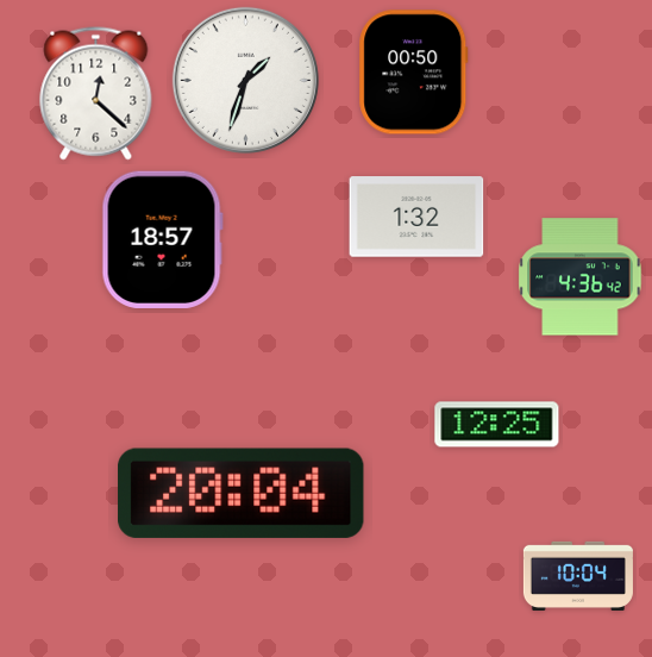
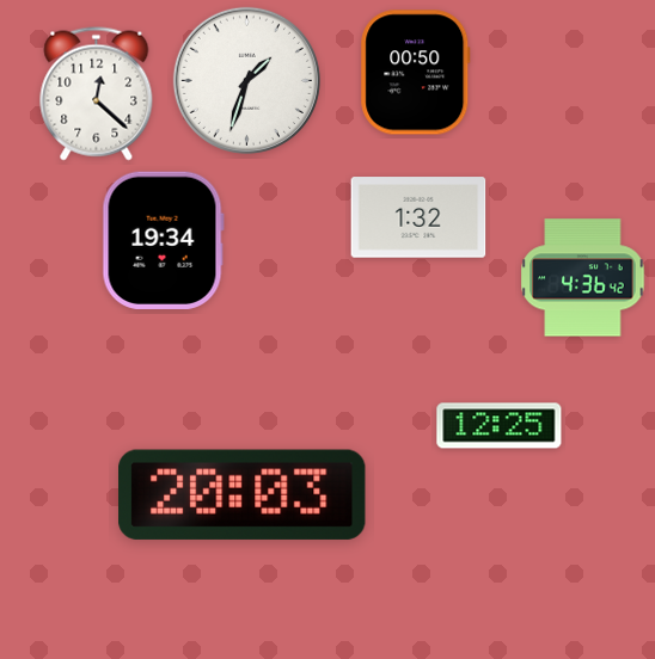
clock at (162, 239): 18:57 -> 19:34
clock at (242, 493): 20:04 -> 20:03
clock at (578, 576): 10:04 -> none
